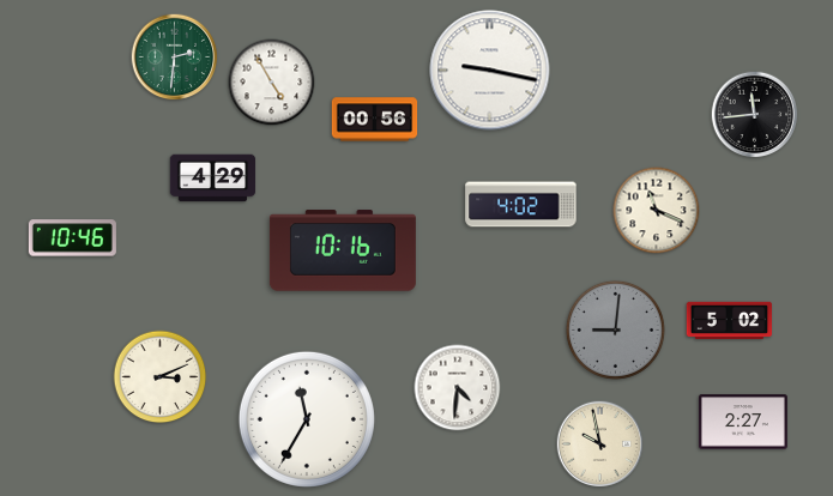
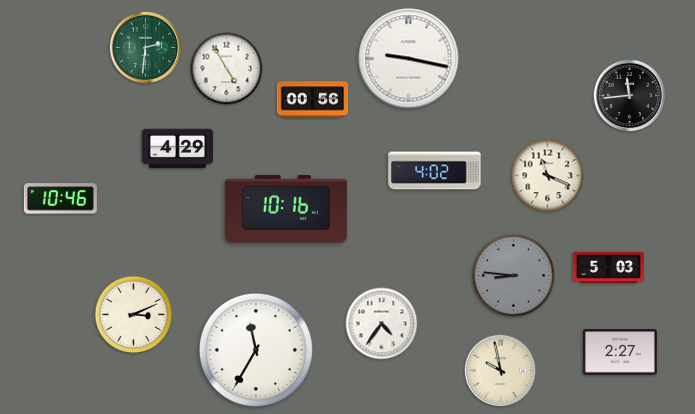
clock at (730, 320): 5:02 -> 5:03
clock at (615, 329): 9:01 -> 8:46
clock at (458, 388): 4:31 -> 4:36
